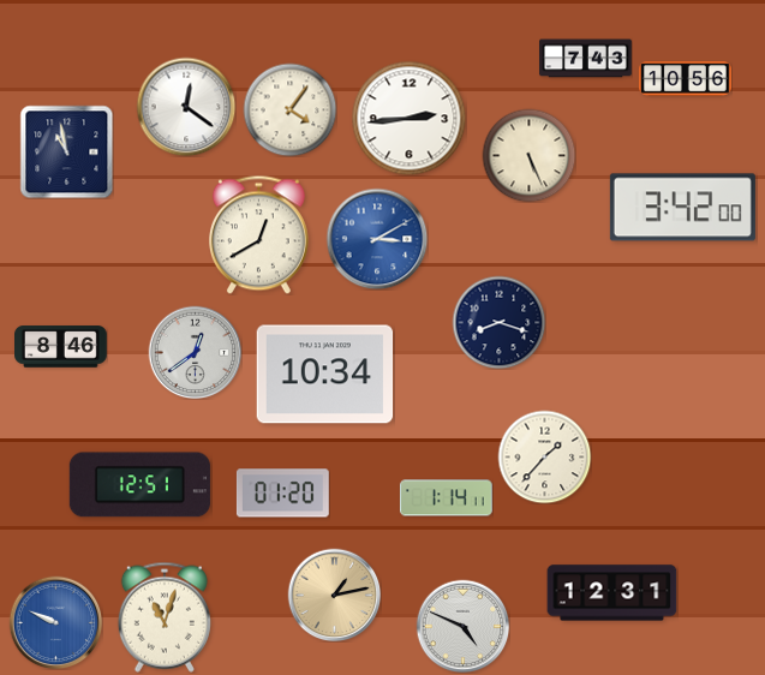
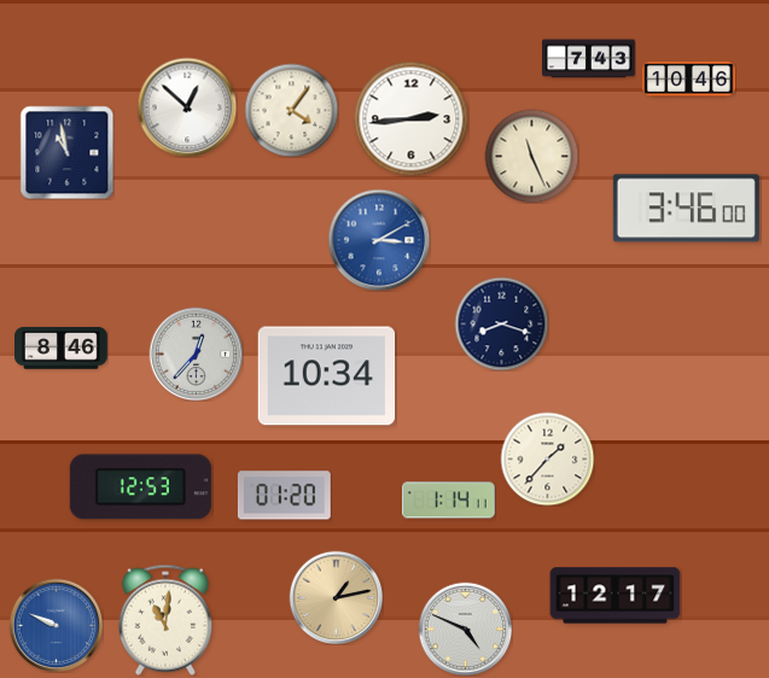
clock at (686, 79): 10:56 -> 10:46
clock at (186, 107): 12:21 -> 12:52
clock at (528, 155): 5:26 -> 11:26
clock at (682, 208): 3:42 -> 3:46
clock at (258, 234): 12:40 -> none
clock at (195, 352): 12:39 -> 12:37
clock at (139, 485): 12:51 -> 12:53
clock at (612, 593): 12:31 -> 12:17
clock at (165, 617): 11:03 -> 11:01
